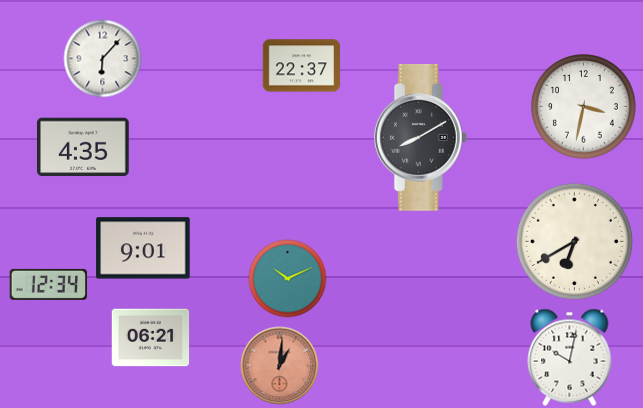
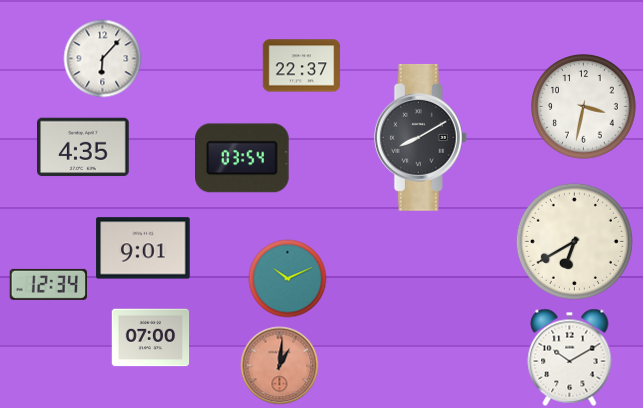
clock at (243, 158): none -> 03:54
clock at (150, 338): 06:21 -> 07:00
clock at (570, 357): 10:02 -> 10:10
